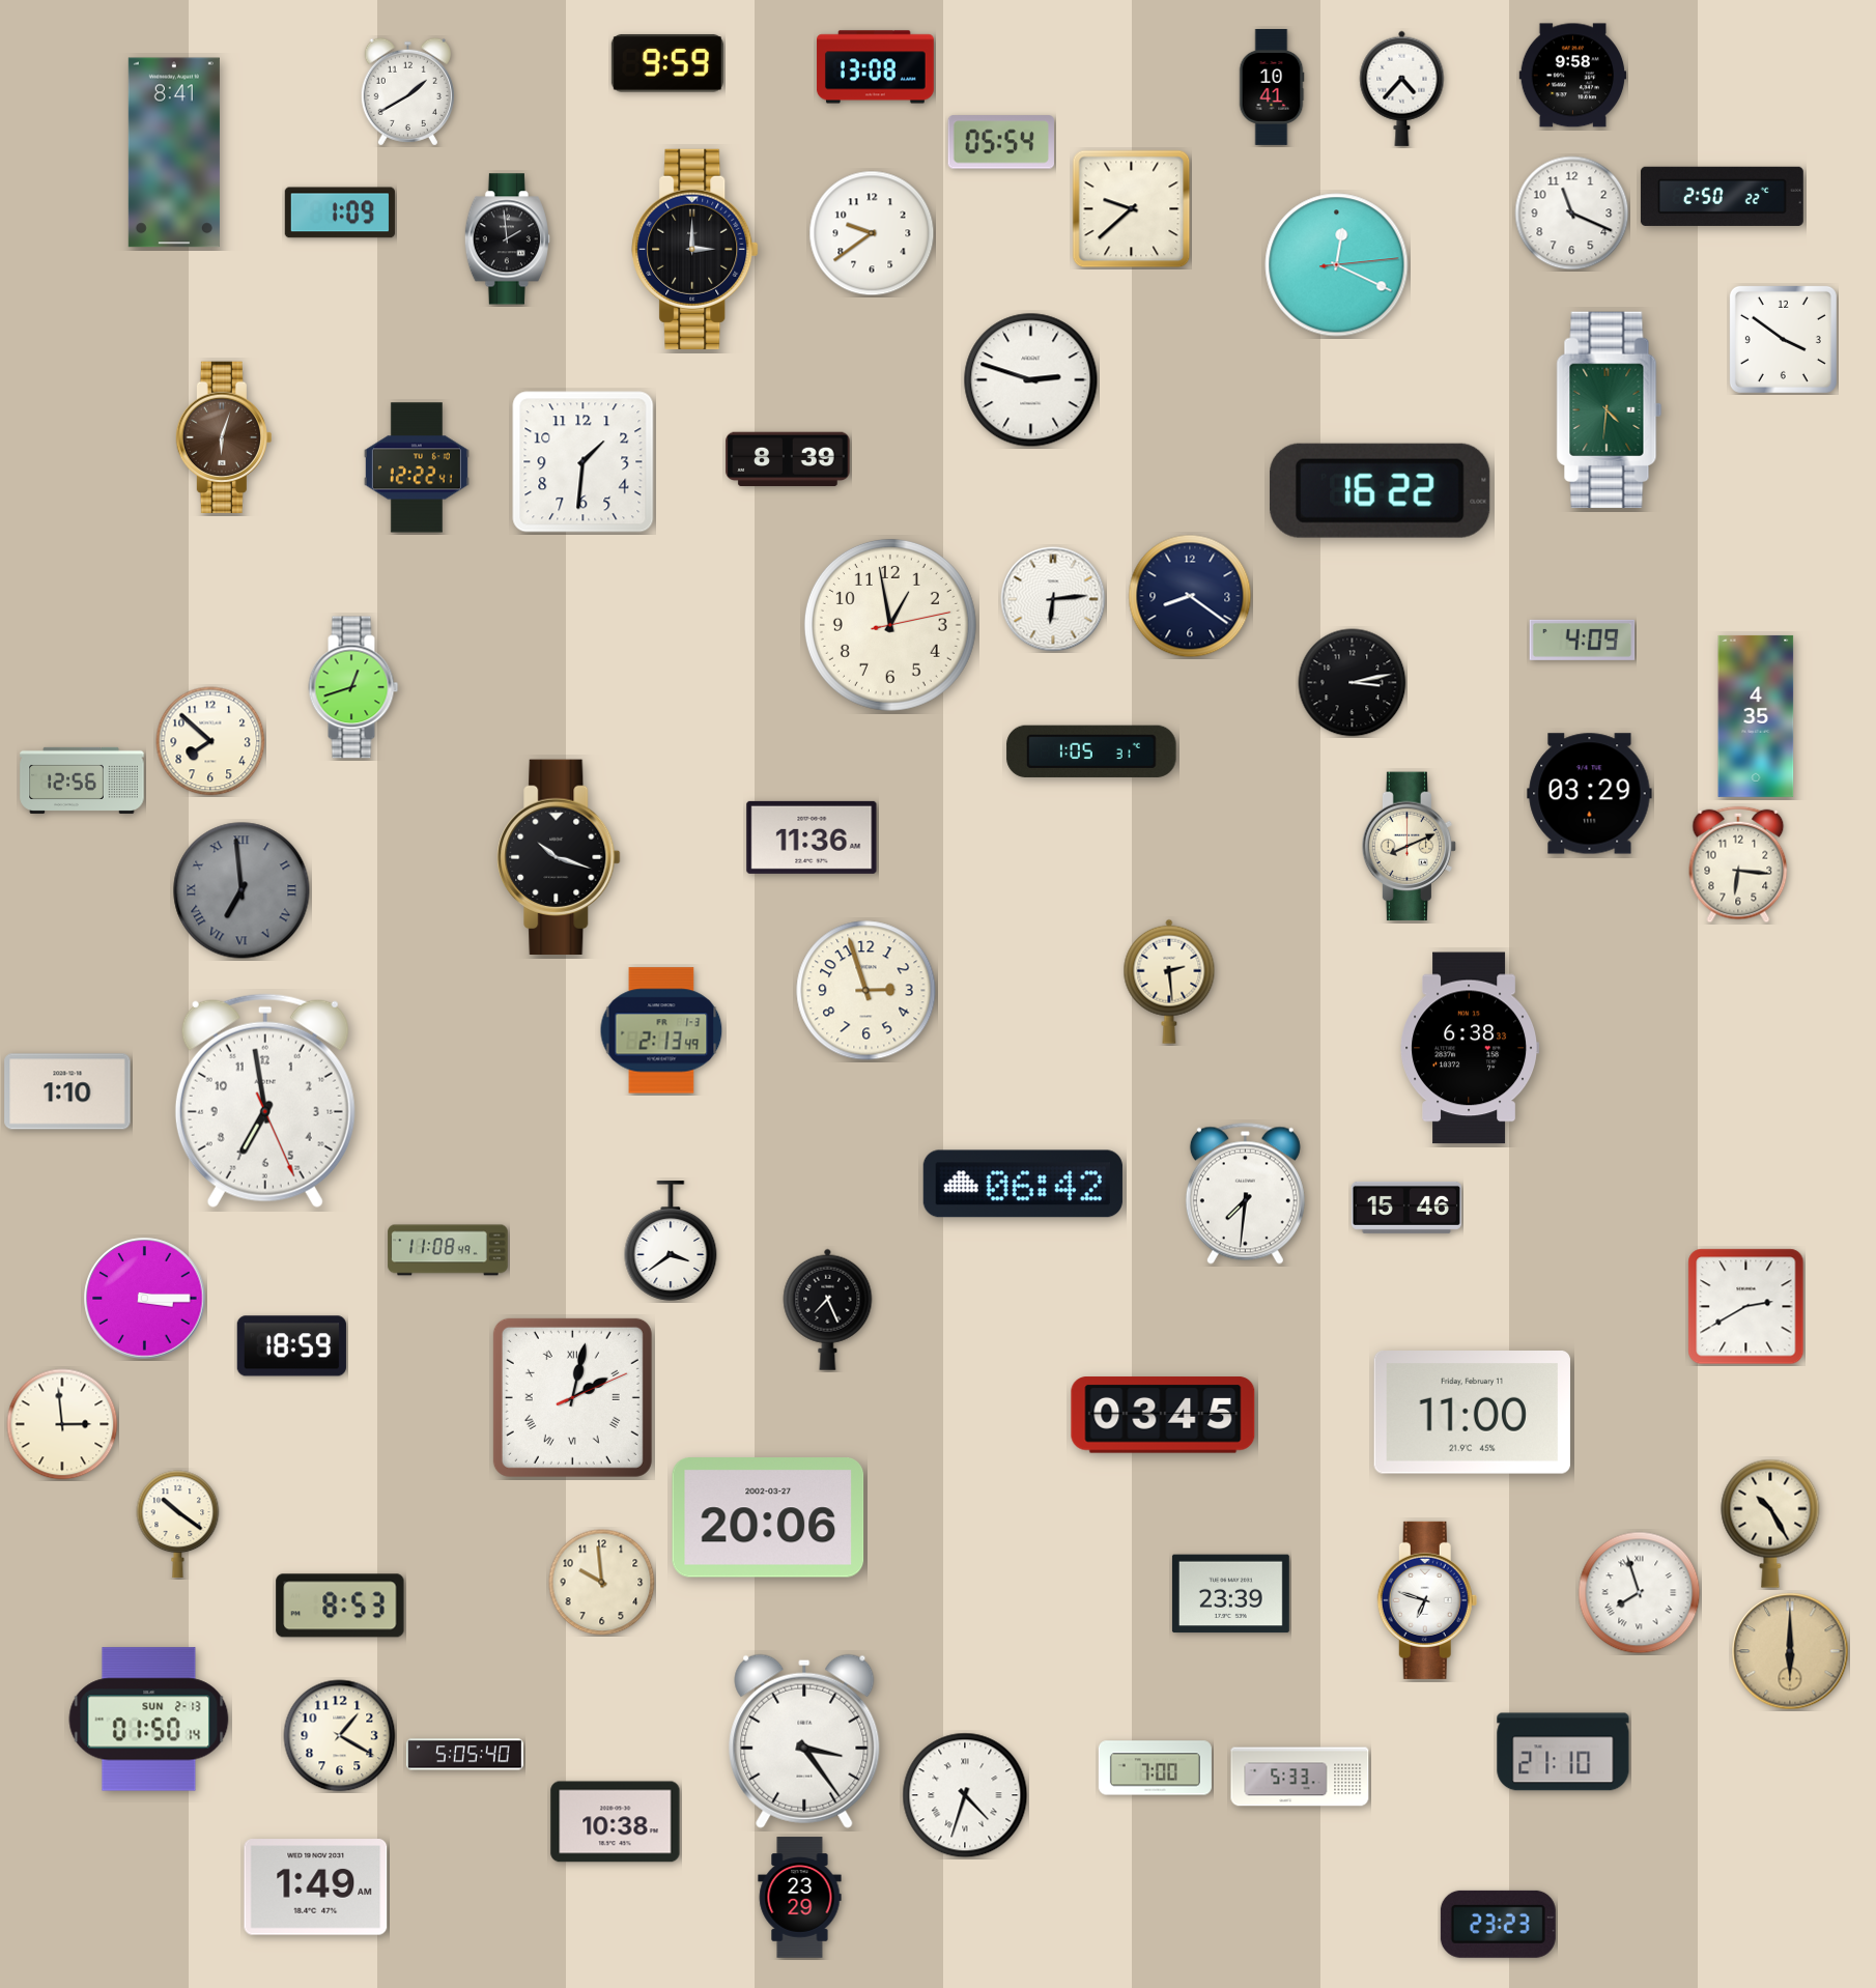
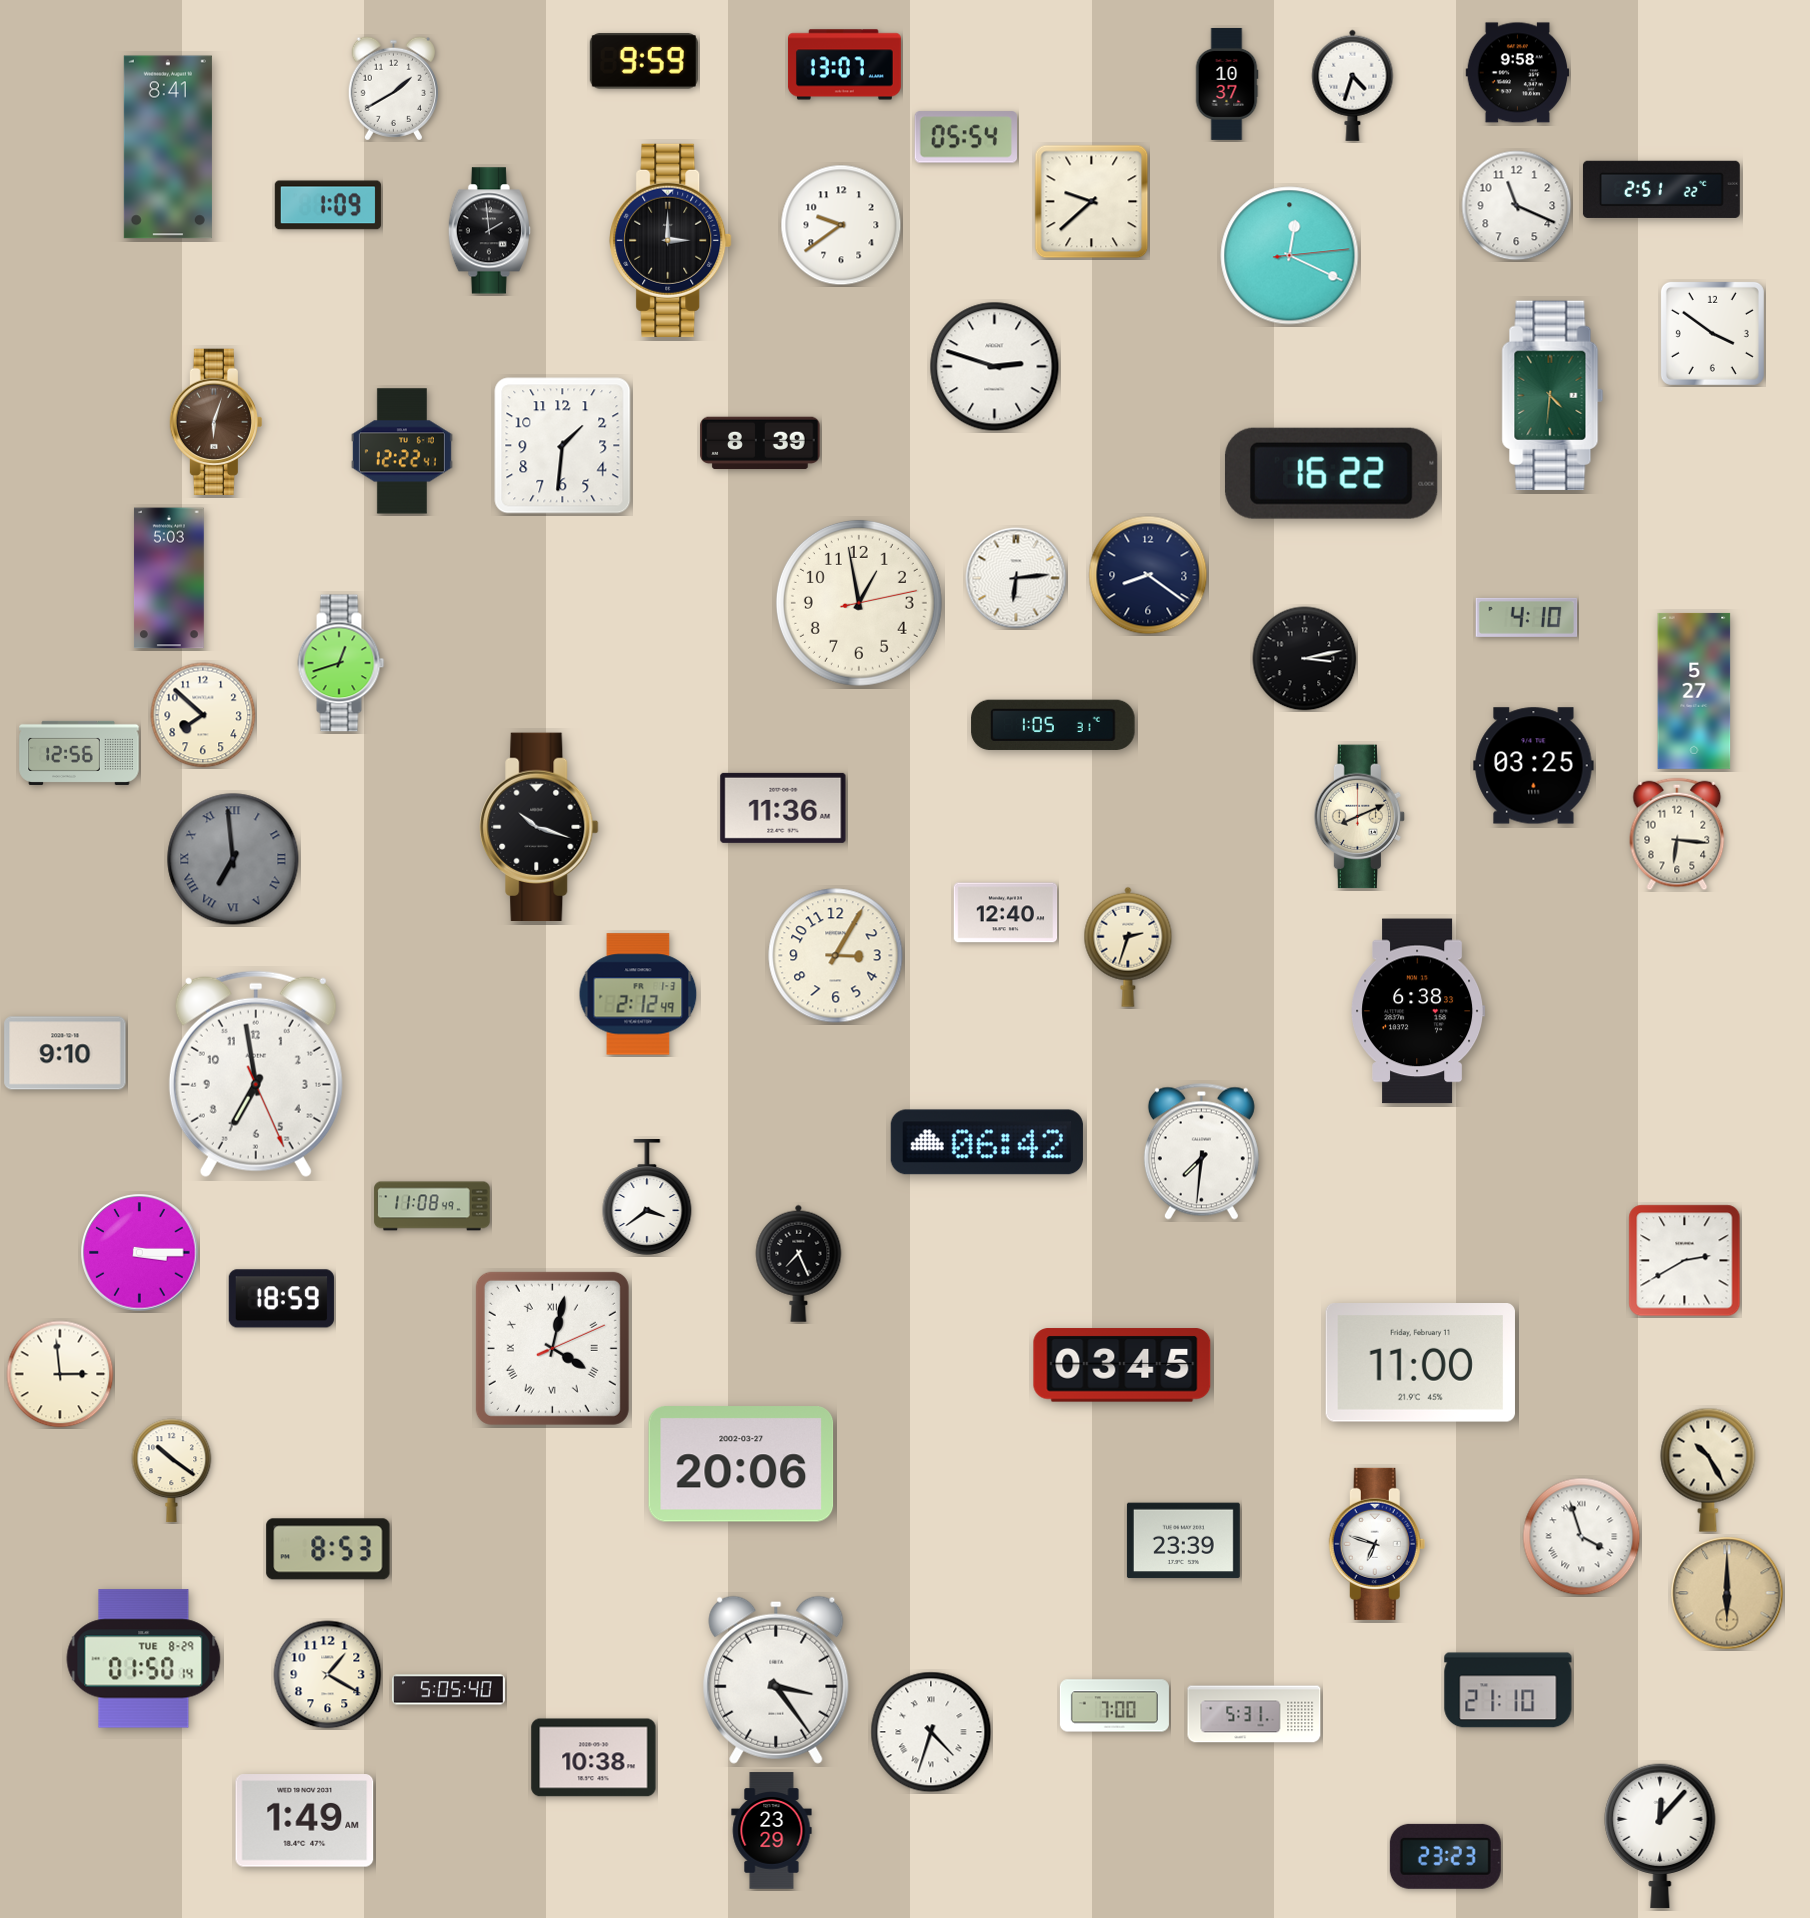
clock at (875, 67): 13:08 -> 13:07
clock at (1272, 87): 10:41 -> 10:37
clock at (1402, 88): 4:37 -> 4:33
clock at (1722, 196): 2:50 -> 2:51
clock at (1783, 339) position: (1783, 339) -> (1712, 333)
clock at (169, 578): none -> 5:03
clock at (1583, 640): 4:09 -> 4:10
clock at (1756, 716): 4:35 -> 5:27
clock at (1590, 794): 03:29 -> 03:25
clock at (1006, 913): none -> 12:40
clock at (1169, 982): 2:29 -> 2:33
clock at (866, 991): 2:57 -> 3:05
clock at (661, 1030): 2:13 -> 2:12
clock at (67, 1091): 1:10 -> 9:10
clock at (265, 1101) position: (265, 1101) -> (256, 1074)
clock at (1406, 1208): 15:46 -> none
clock at (572, 1397): 2:02 -> 4:02
clock at (602, 1583): 9:59 -> none
clock at (1640, 1593): 7:57 -> 3:57
clock at (1230, 1594) position: (1230, 1594) -> (1183, 1541)
clock at (149, 1720) date: SUN 2-13 -> TUE 8-29
clock at (464, 1755) position: (464, 1755) -> (448, 1690)
clock at (1300, 1777): 5:33 -> 5:31
clock at (1660, 1836): none -> 12:07
